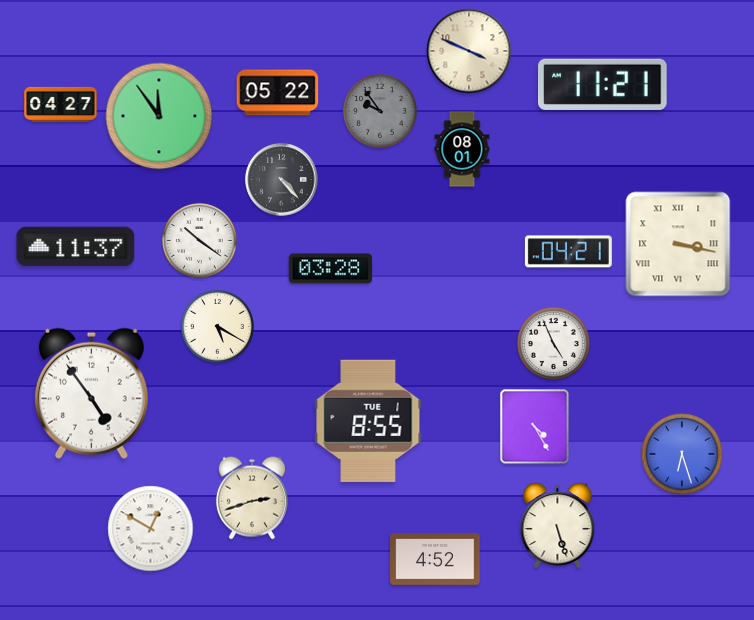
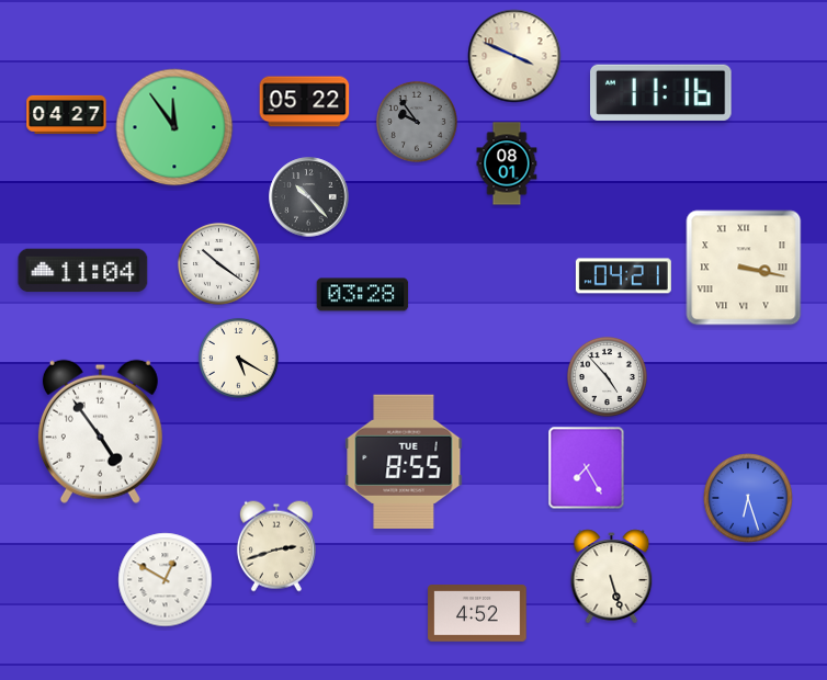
clock at (603, 84): 11:21 -> 11:16
clock at (282, 180): 4:23 -> 10:23
clock at (76, 247): 11:37 -> 11:04
clock at (553, 343): 4:56 -> 4:53
clock at (535, 427): 4:25 -> 7:25
